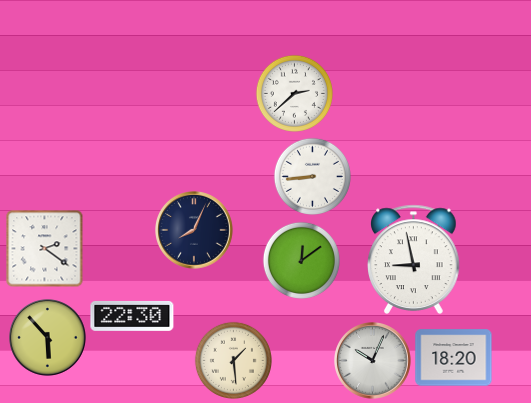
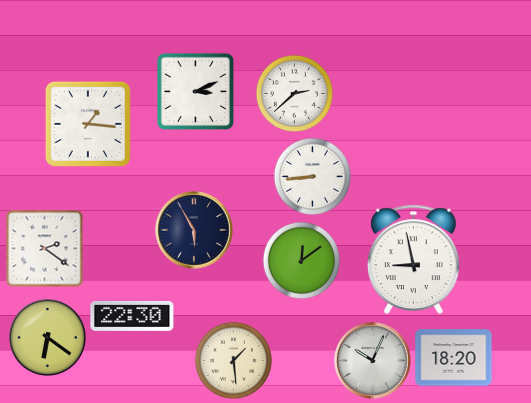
clock at (195, 91): none -> 3:11
clock at (88, 124): none -> 1:16
clock at (195, 231): 8:04 -> 5:55
clock at (48, 338): 5:53 -> 6:21
